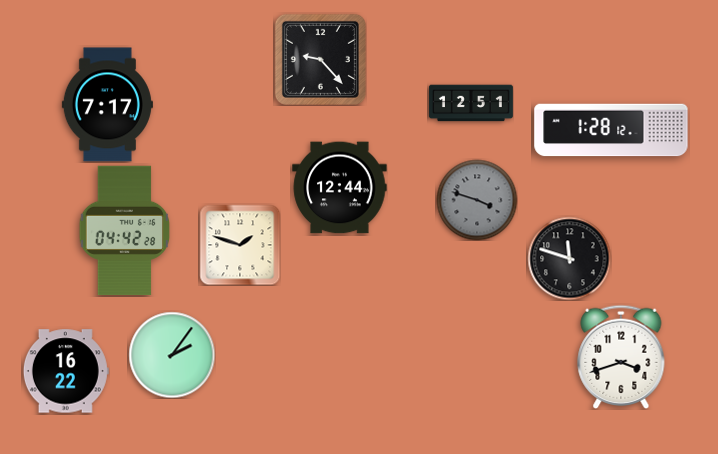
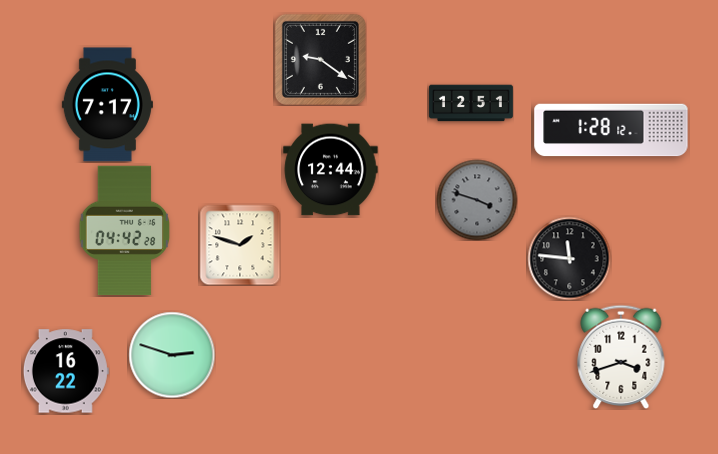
clock at (320, 59): 9:23 -> 9:21
clock at (340, 188) position: (340, 188) -> (331, 170)
clock at (569, 258): 11:48 -> 11:46
clock at (172, 355): 2:06 -> 2:48
